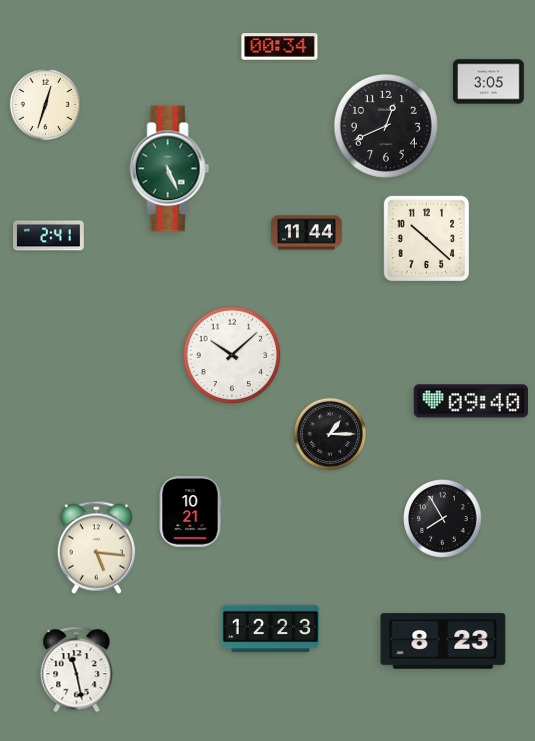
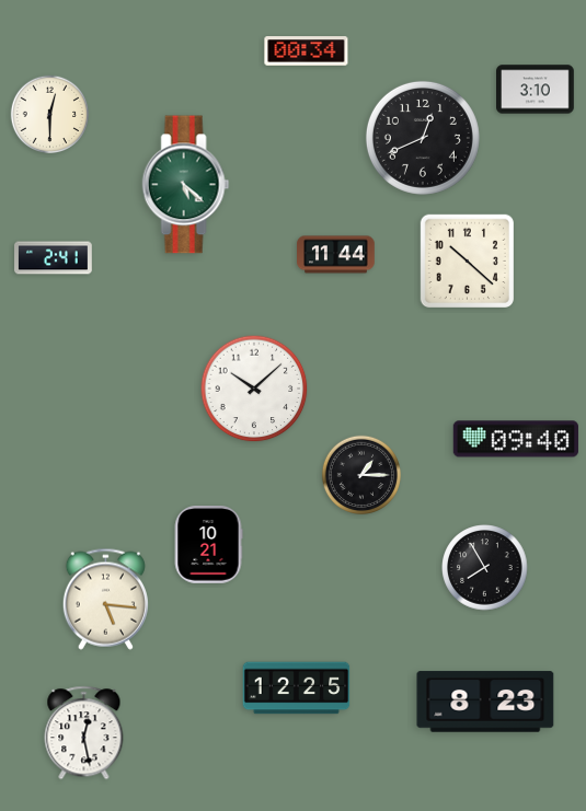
clock at (489, 82): 3:05 -> 3:10
clock at (46, 105): 12:33 -> 12:30
clock at (170, 169): 5:26 -> 5:22
clock at (190, 512) position: (190, 512) -> (208, 545)
clock at (271, 629): 12:23 -> 12:25
clock at (77, 670): 11:28 -> 12:28
